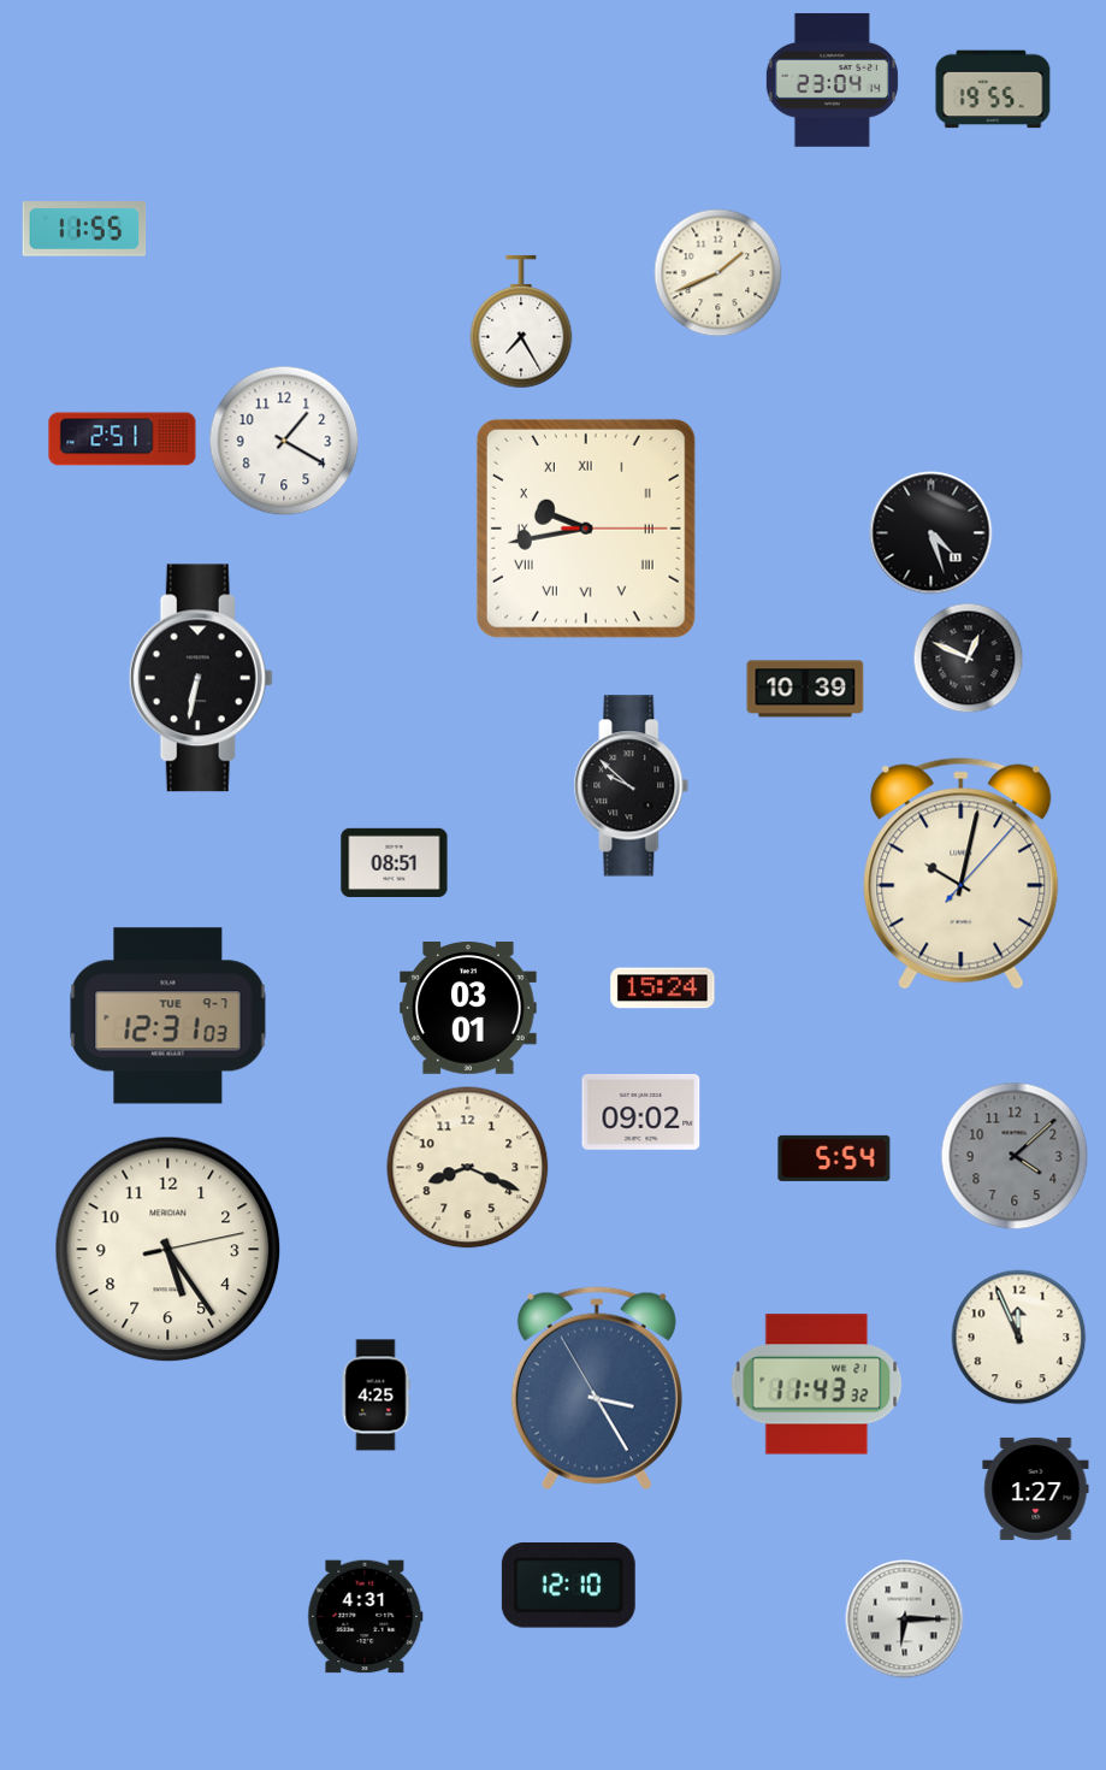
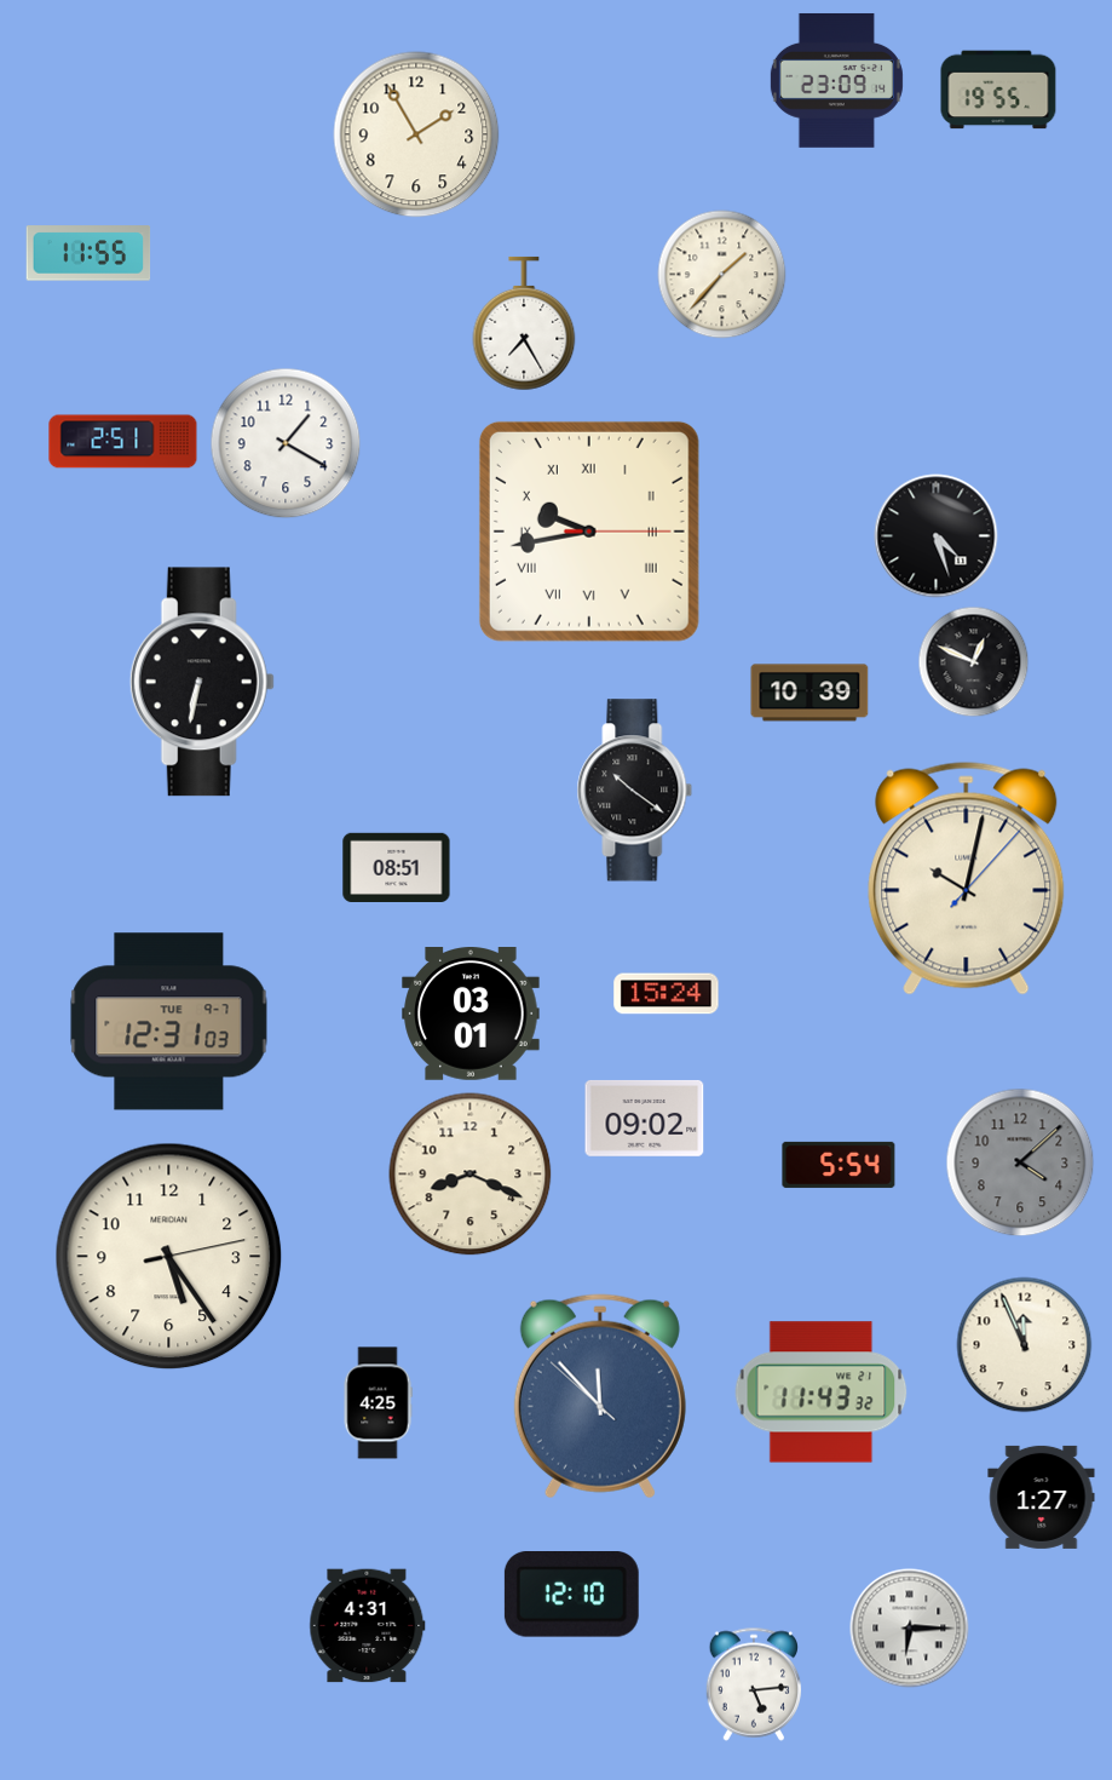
clock at (832, 79): 23:04 -> 23:09
clock at (416, 134): none -> 1:55
clock at (84, 229) position: (84, 229) -> (88, 253)
clock at (718, 273): 1:41 -> 1:37
clock at (632, 786): 9:52 -> 10:21
clock at (597, 1388): 3:24 -> 11:52
clock at (754, 1684): none -> 5:14
